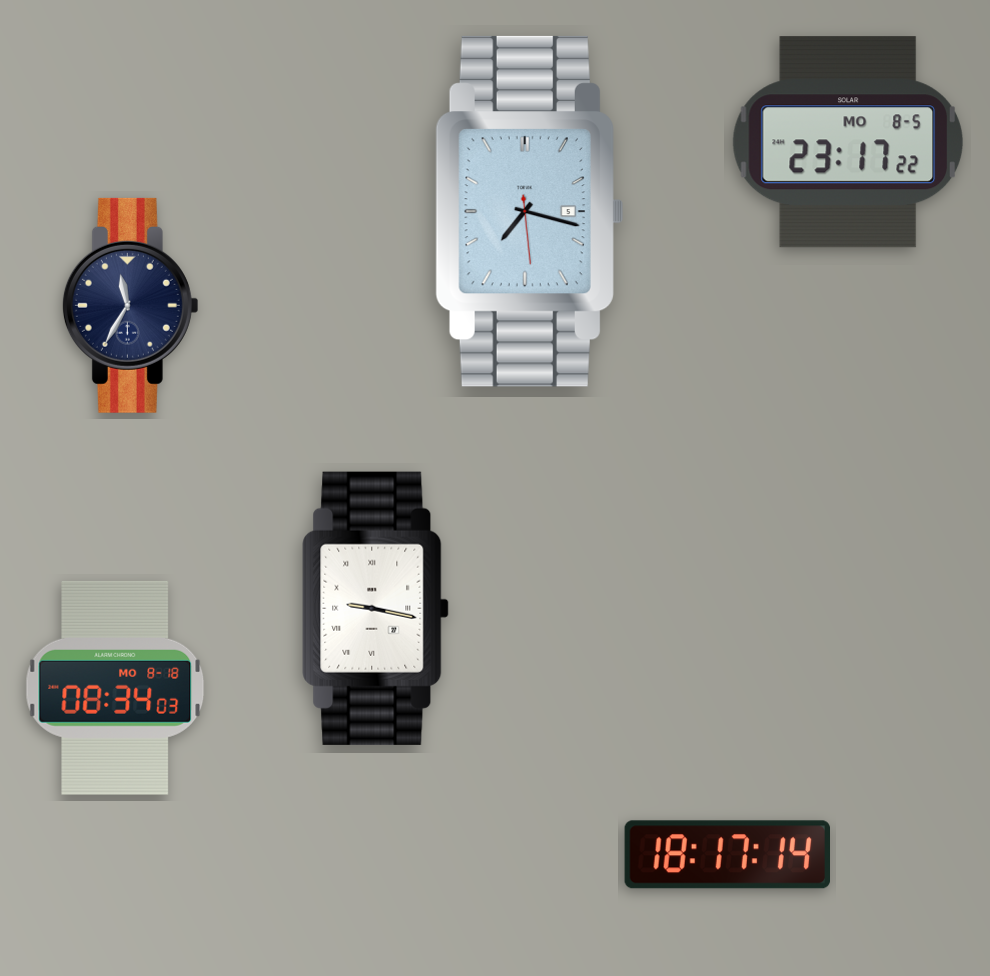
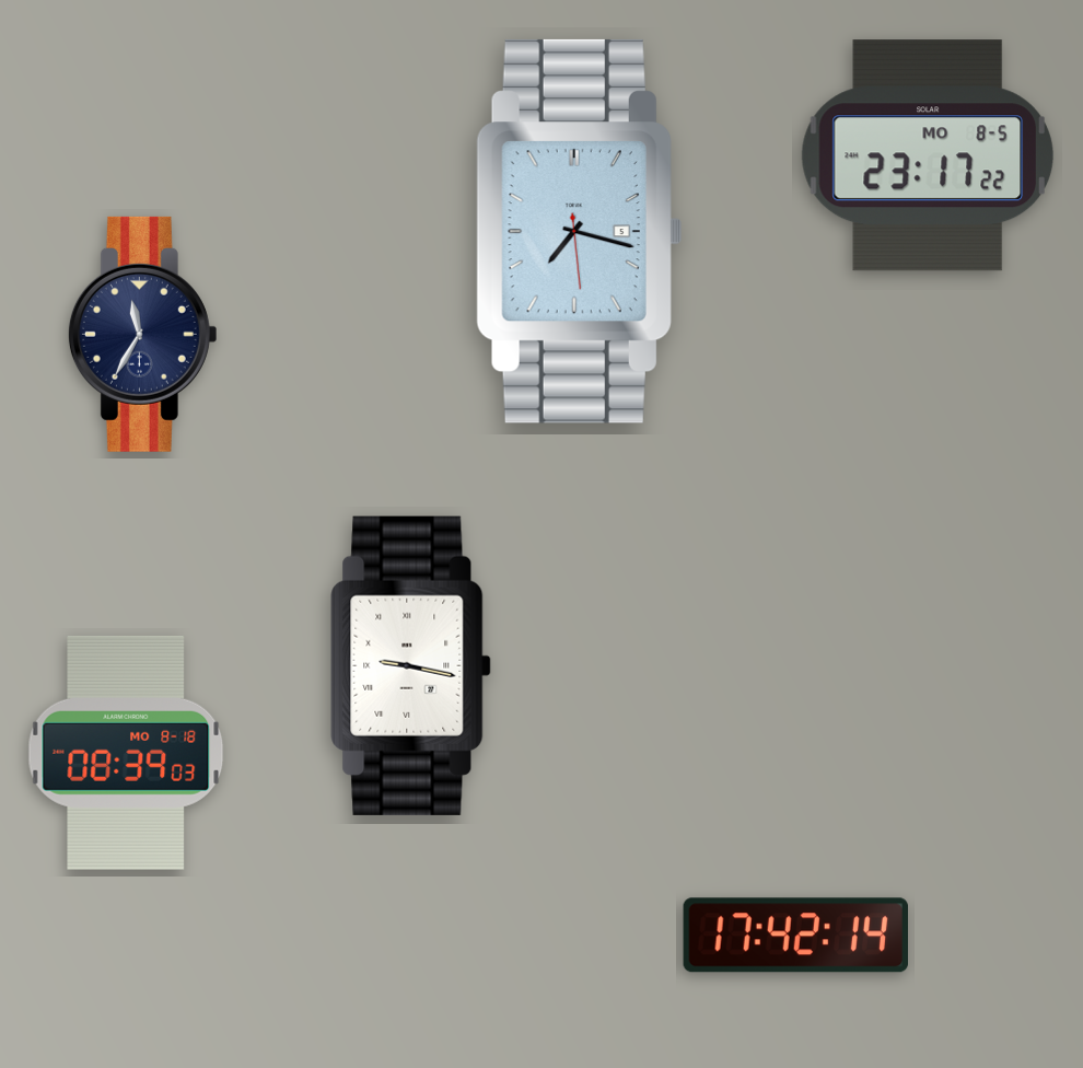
clock at (115, 688): 08:34 -> 08:39
clock at (727, 855): 18:17 -> 17:42
